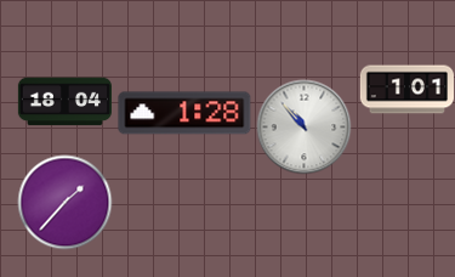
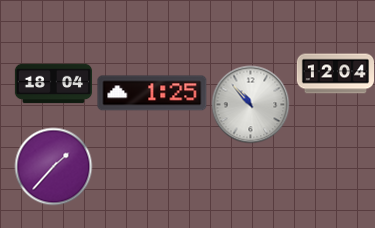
clock at (406, 90): 1:01 -> 12:04
clock at (184, 113): 1:28 -> 1:25
